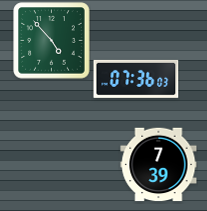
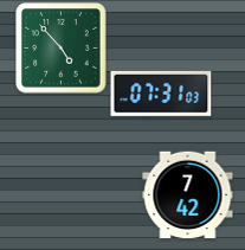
clock at (136, 79): 07:36 -> 07:31
clock at (159, 165): 7:39 -> 7:42
